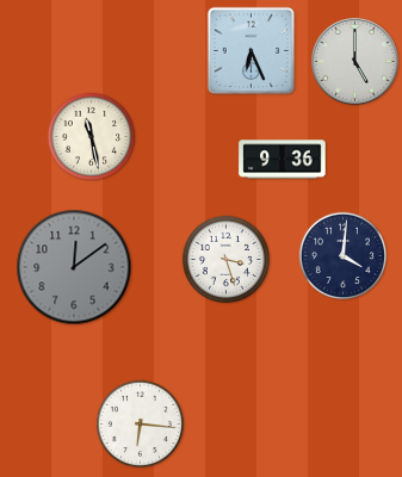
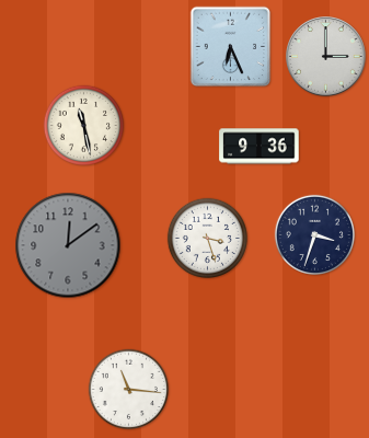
clock at (355, 62): 5:00 -> 3:00
clock at (342, 255): 4:01 -> 3:33
clock at (140, 423): 6:16 -> 11:16
